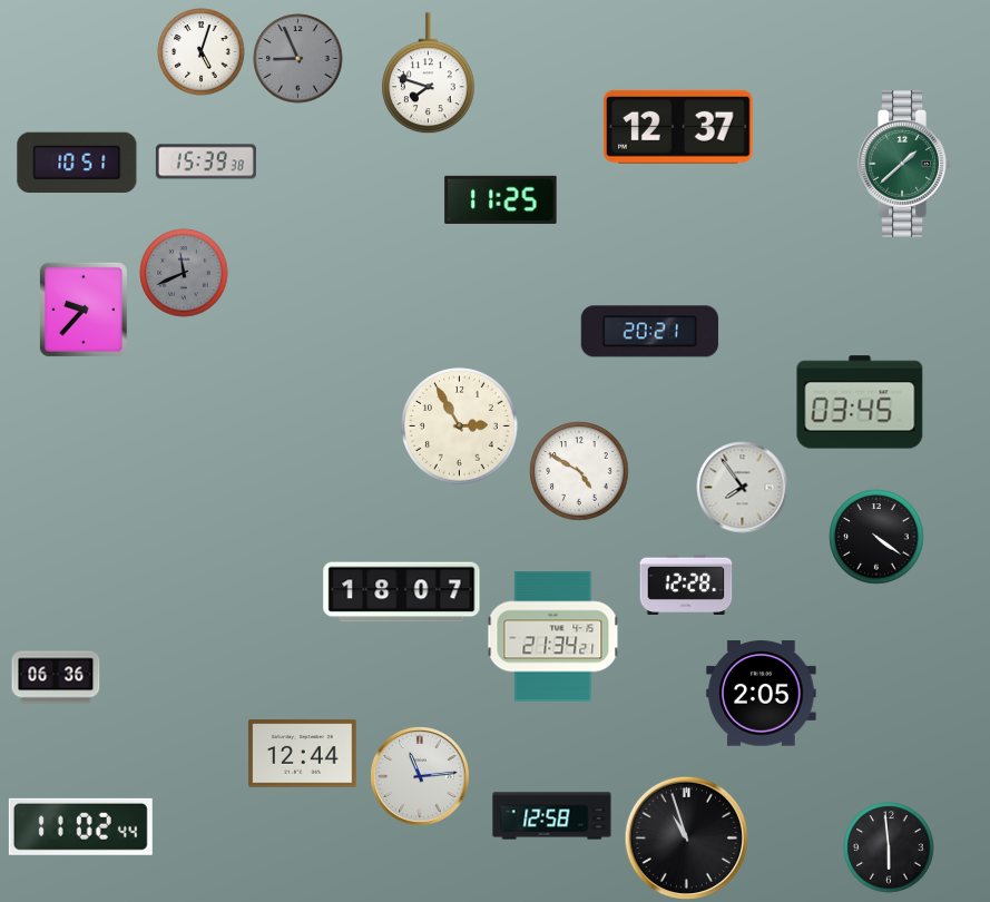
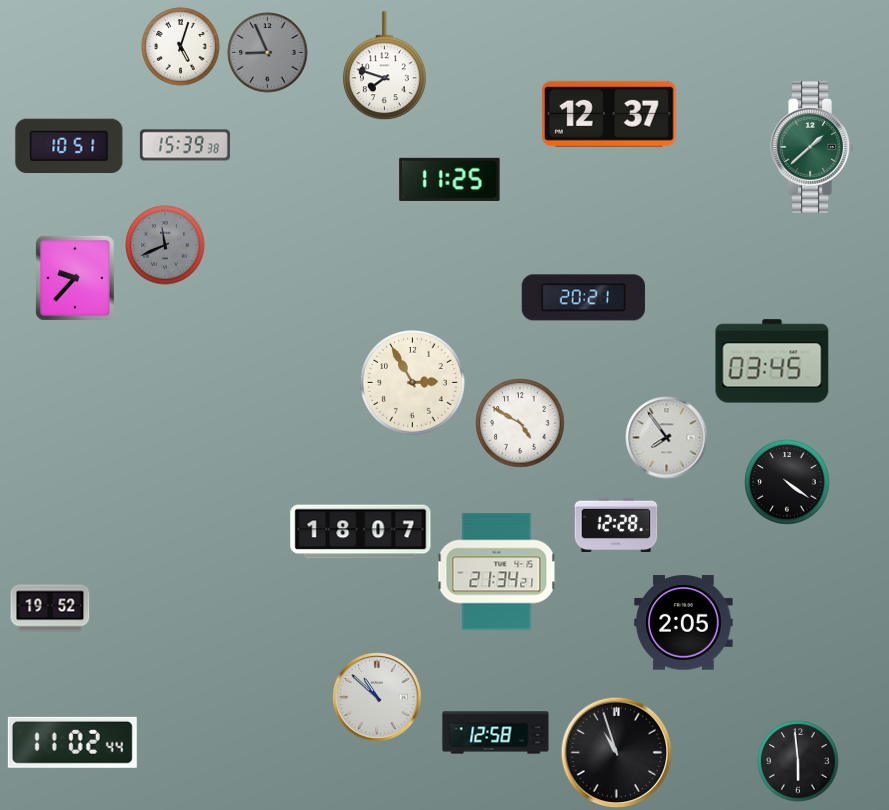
clock at (56, 677): 06:36 -> 19:52
clock at (303, 754): 12:44 -> none
clock at (420, 776): 11:14 -> 10:52
